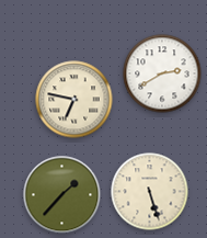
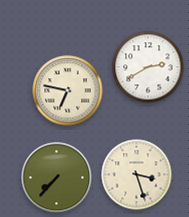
clock at (150, 192): 5:27 -> 3:27
clock at (62, 195): 1:37 -> 7:37
